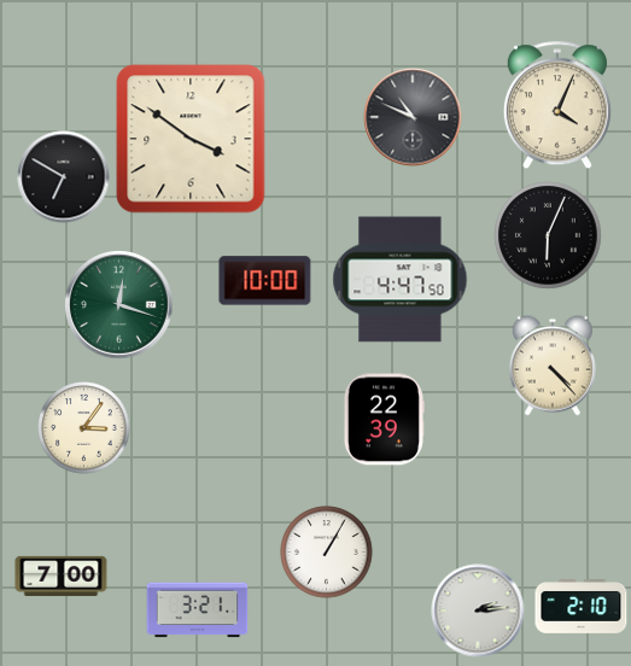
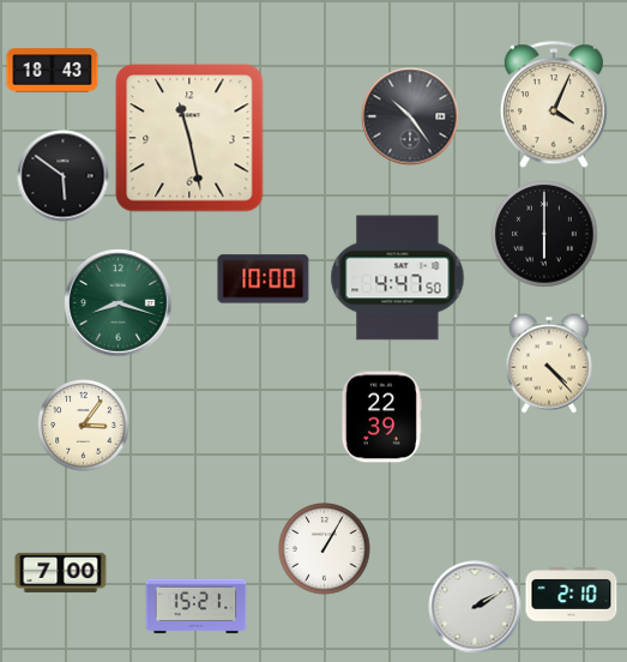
clock at (53, 71): none -> 18:43
clock at (413, 117): 10:49 -> 10:24
clock at (191, 139): 3:51 -> 11:28
clock at (64, 177): 6:50 -> 5:51
clock at (548, 235): 6:04 -> 6:00
clock at (119, 305): 12:18 -> 8:18
clock at (582, 607) position: (582, 607) -> (572, 595)
clock at (198, 610): 3:21 -> 15:21
clock at (478, 610): 2:14 -> 2:10
